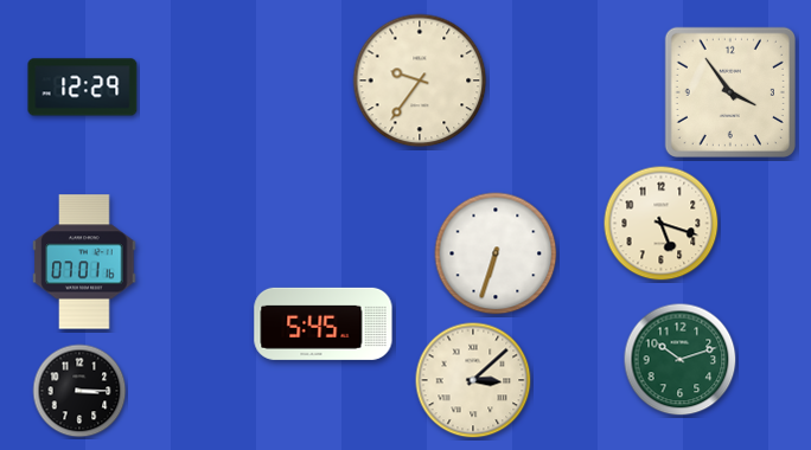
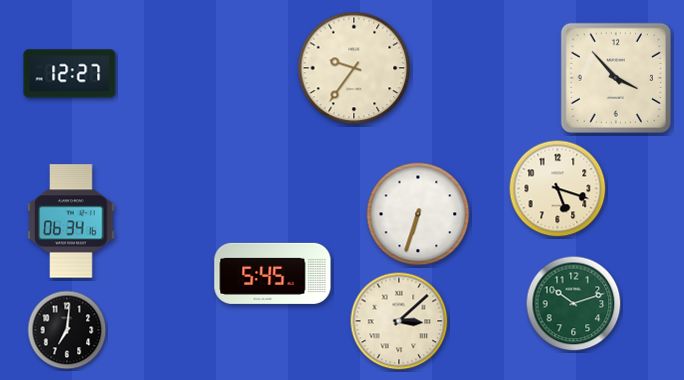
clock at (83, 88): 12:29 -> 12:27
clock at (730, 92): 3:54 -> 3:53
clock at (84, 262): 07:01 -> 06:34
clock at (79, 391): 3:15 -> 7:01
